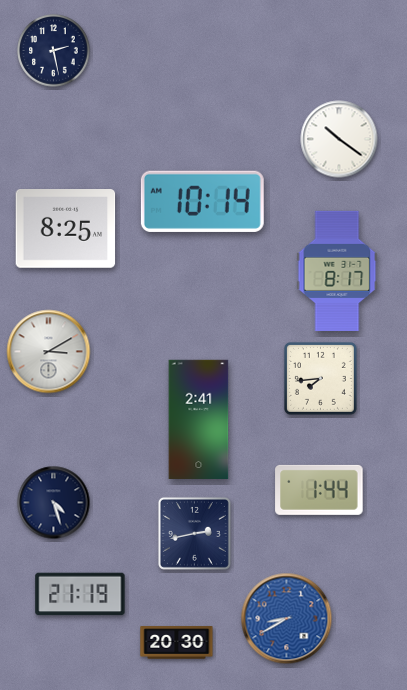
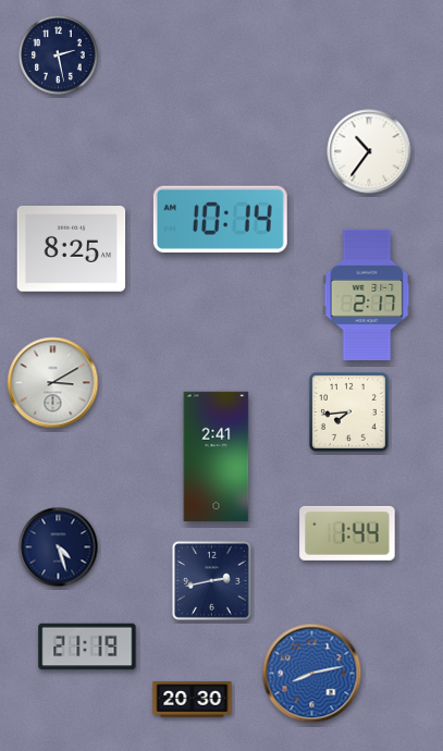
clock at (339, 139): 10:21 -> 10:36
clock at (337, 271): 8:17 -> 2:17
clock at (287, 619): 8:40 -> 8:13
